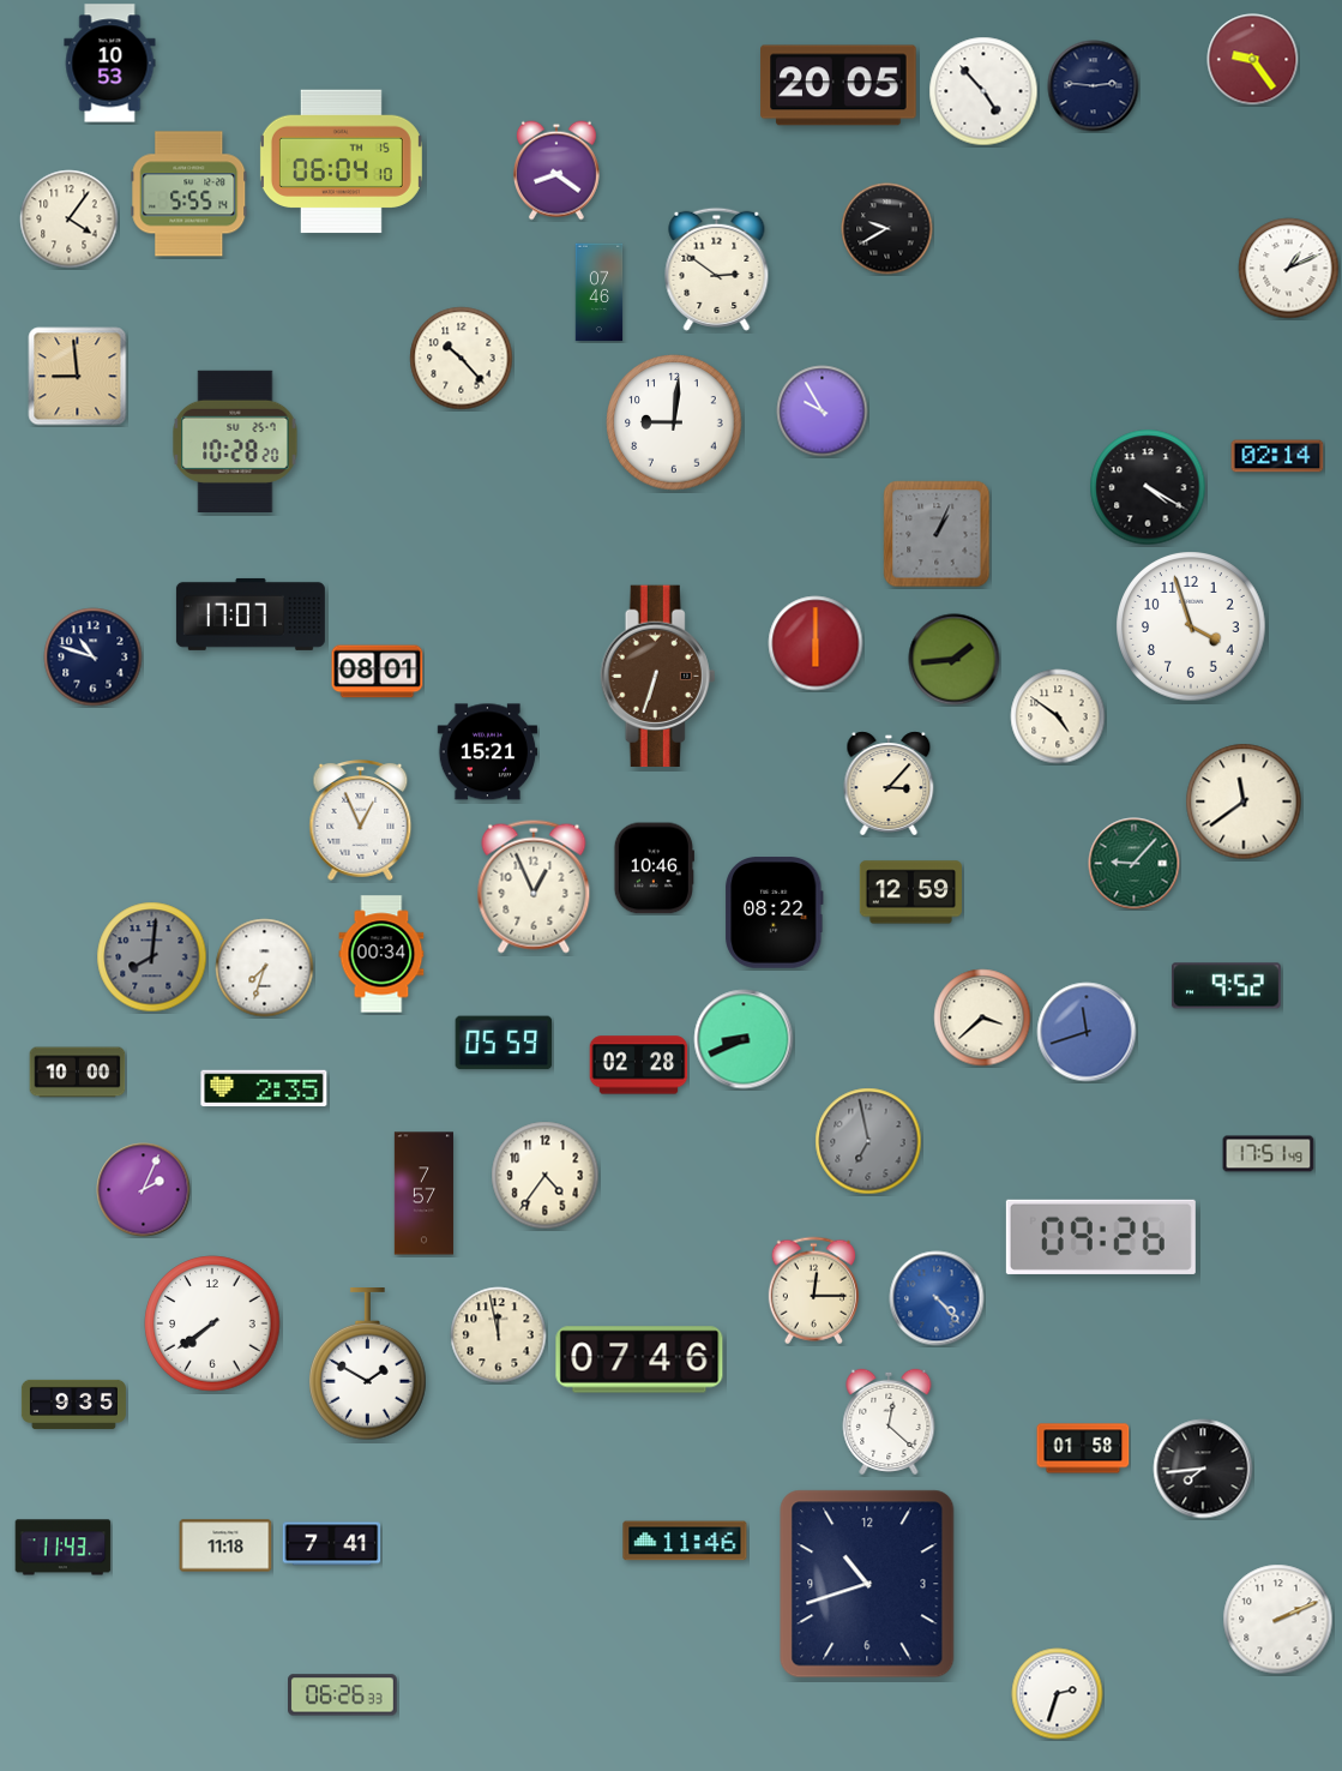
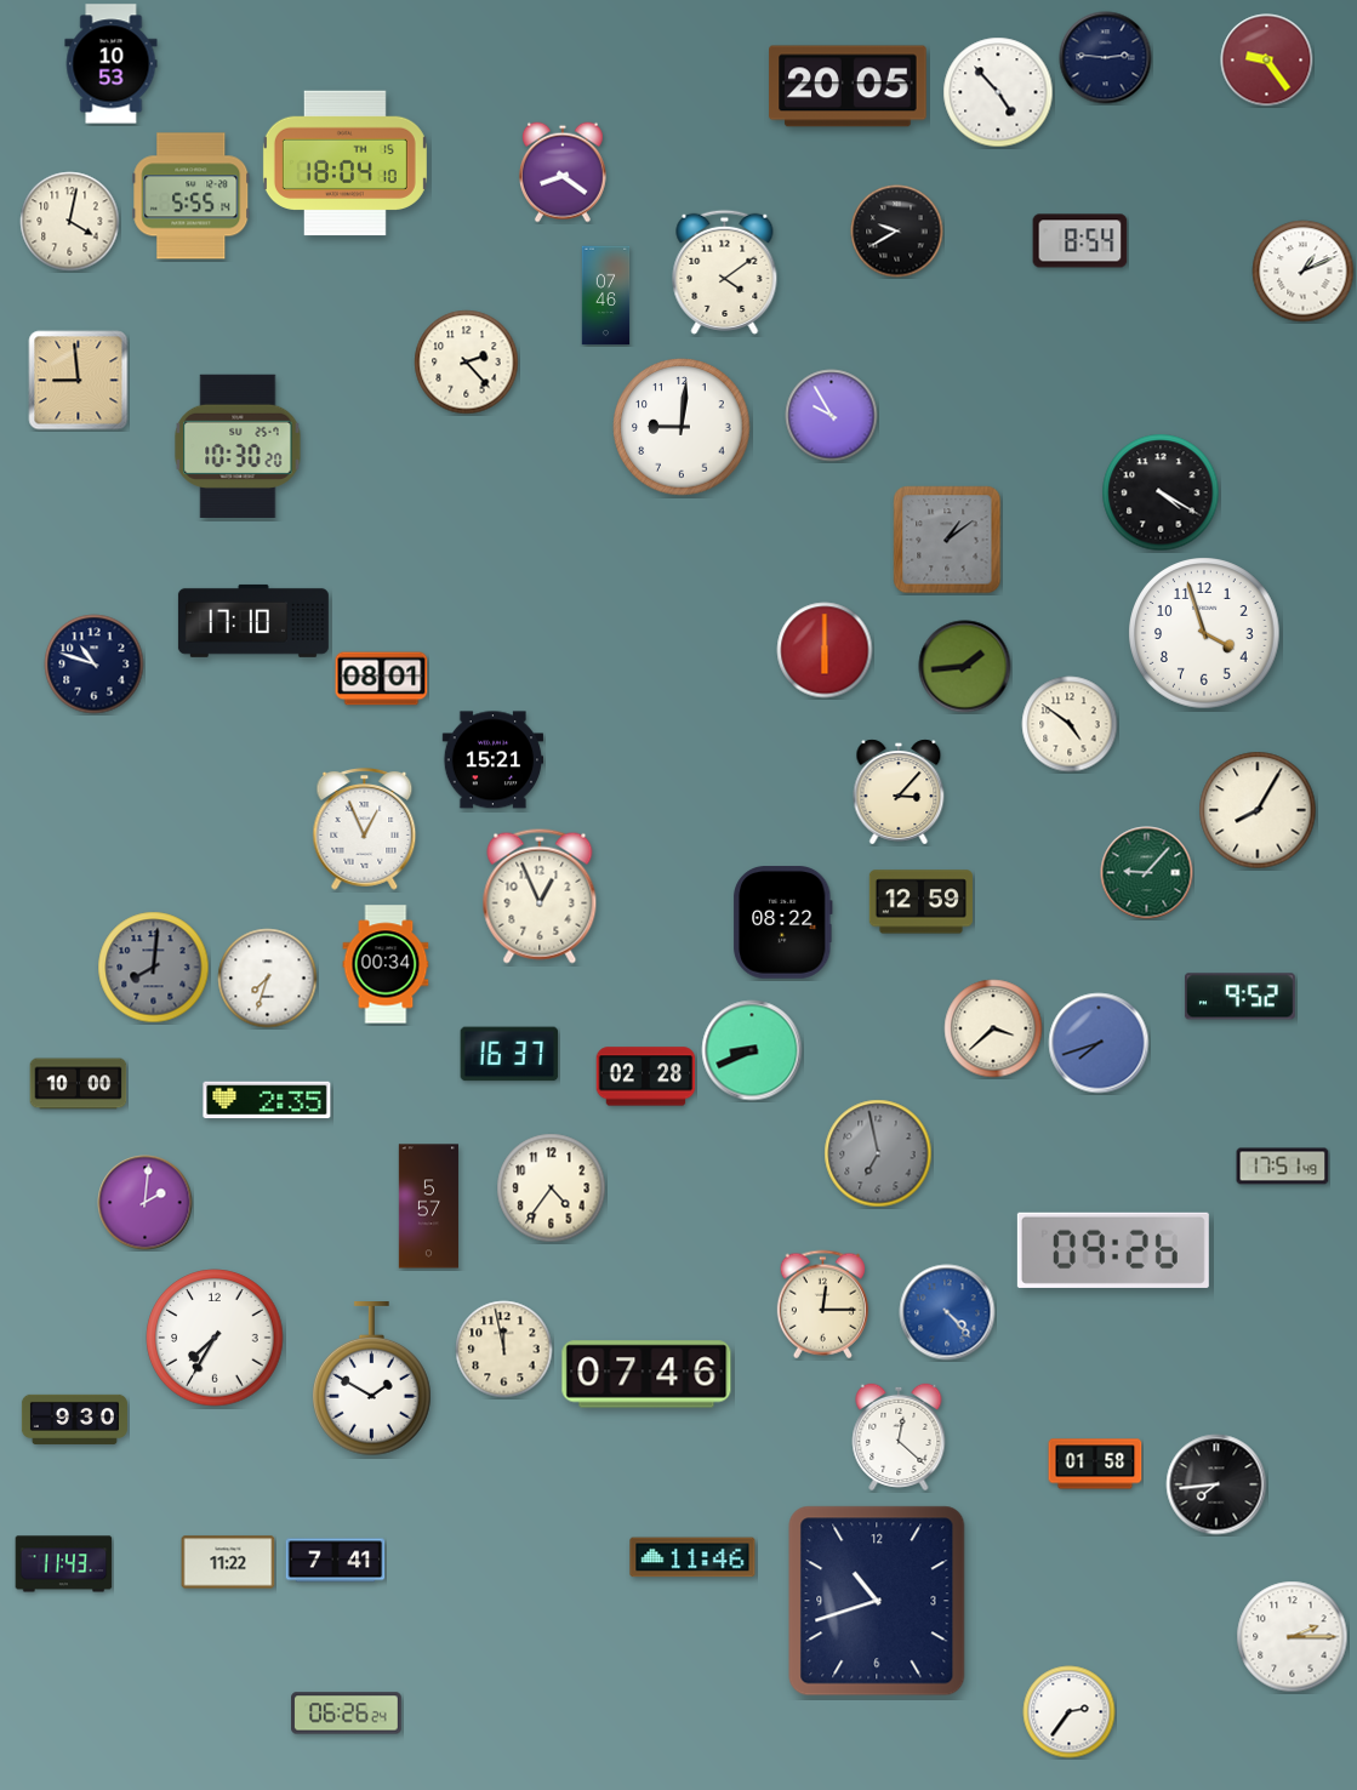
clock at (1094, 86) position: (1094, 86) -> (1106, 58)
clock at (983, 91) position: (983, 91) -> (998, 92)
clock at (341, 162): 06:04 -> 18:04
clock at (70, 220): 4:06 -> 4:02
clock at (1081, 241): none -> 8:54
clock at (717, 269): 2:51 -> 4:09
clock at (462, 359): 10:23 -> 2:23
clock at (235, 440): 10:28 -> 10:30
clock at (1277, 456): 02:14 -> none
clock at (937, 534): 1:04 -> 1:09
clock at (251, 614): 17:07 -> 17:10
clock at (658, 677): 6:33 -> none
clock at (1244, 802): 11:39 -> 8:05
clock at (654, 869): 10:46 -> none
clock at (1087, 1032): 11:42 -> 7:42
clock at (504, 1043): 05:59 -> 16:37
clock at (144, 1190): 2:04 -> 2:01
clock at (423, 1194): 7:57 -> 5:57
clock at (212, 1323): 7:39 -> 7:35
clock at (73, 1404): 9:35 -> 9:30
clock at (225, 1545): 11:18 -> 11:22
clock at (1278, 1620): 2:11 -> 2:15
clock at (1058, 1694): 2:33 -> 2:36
clock at (343, 1695): 06:26:33 -> 06:26:24
